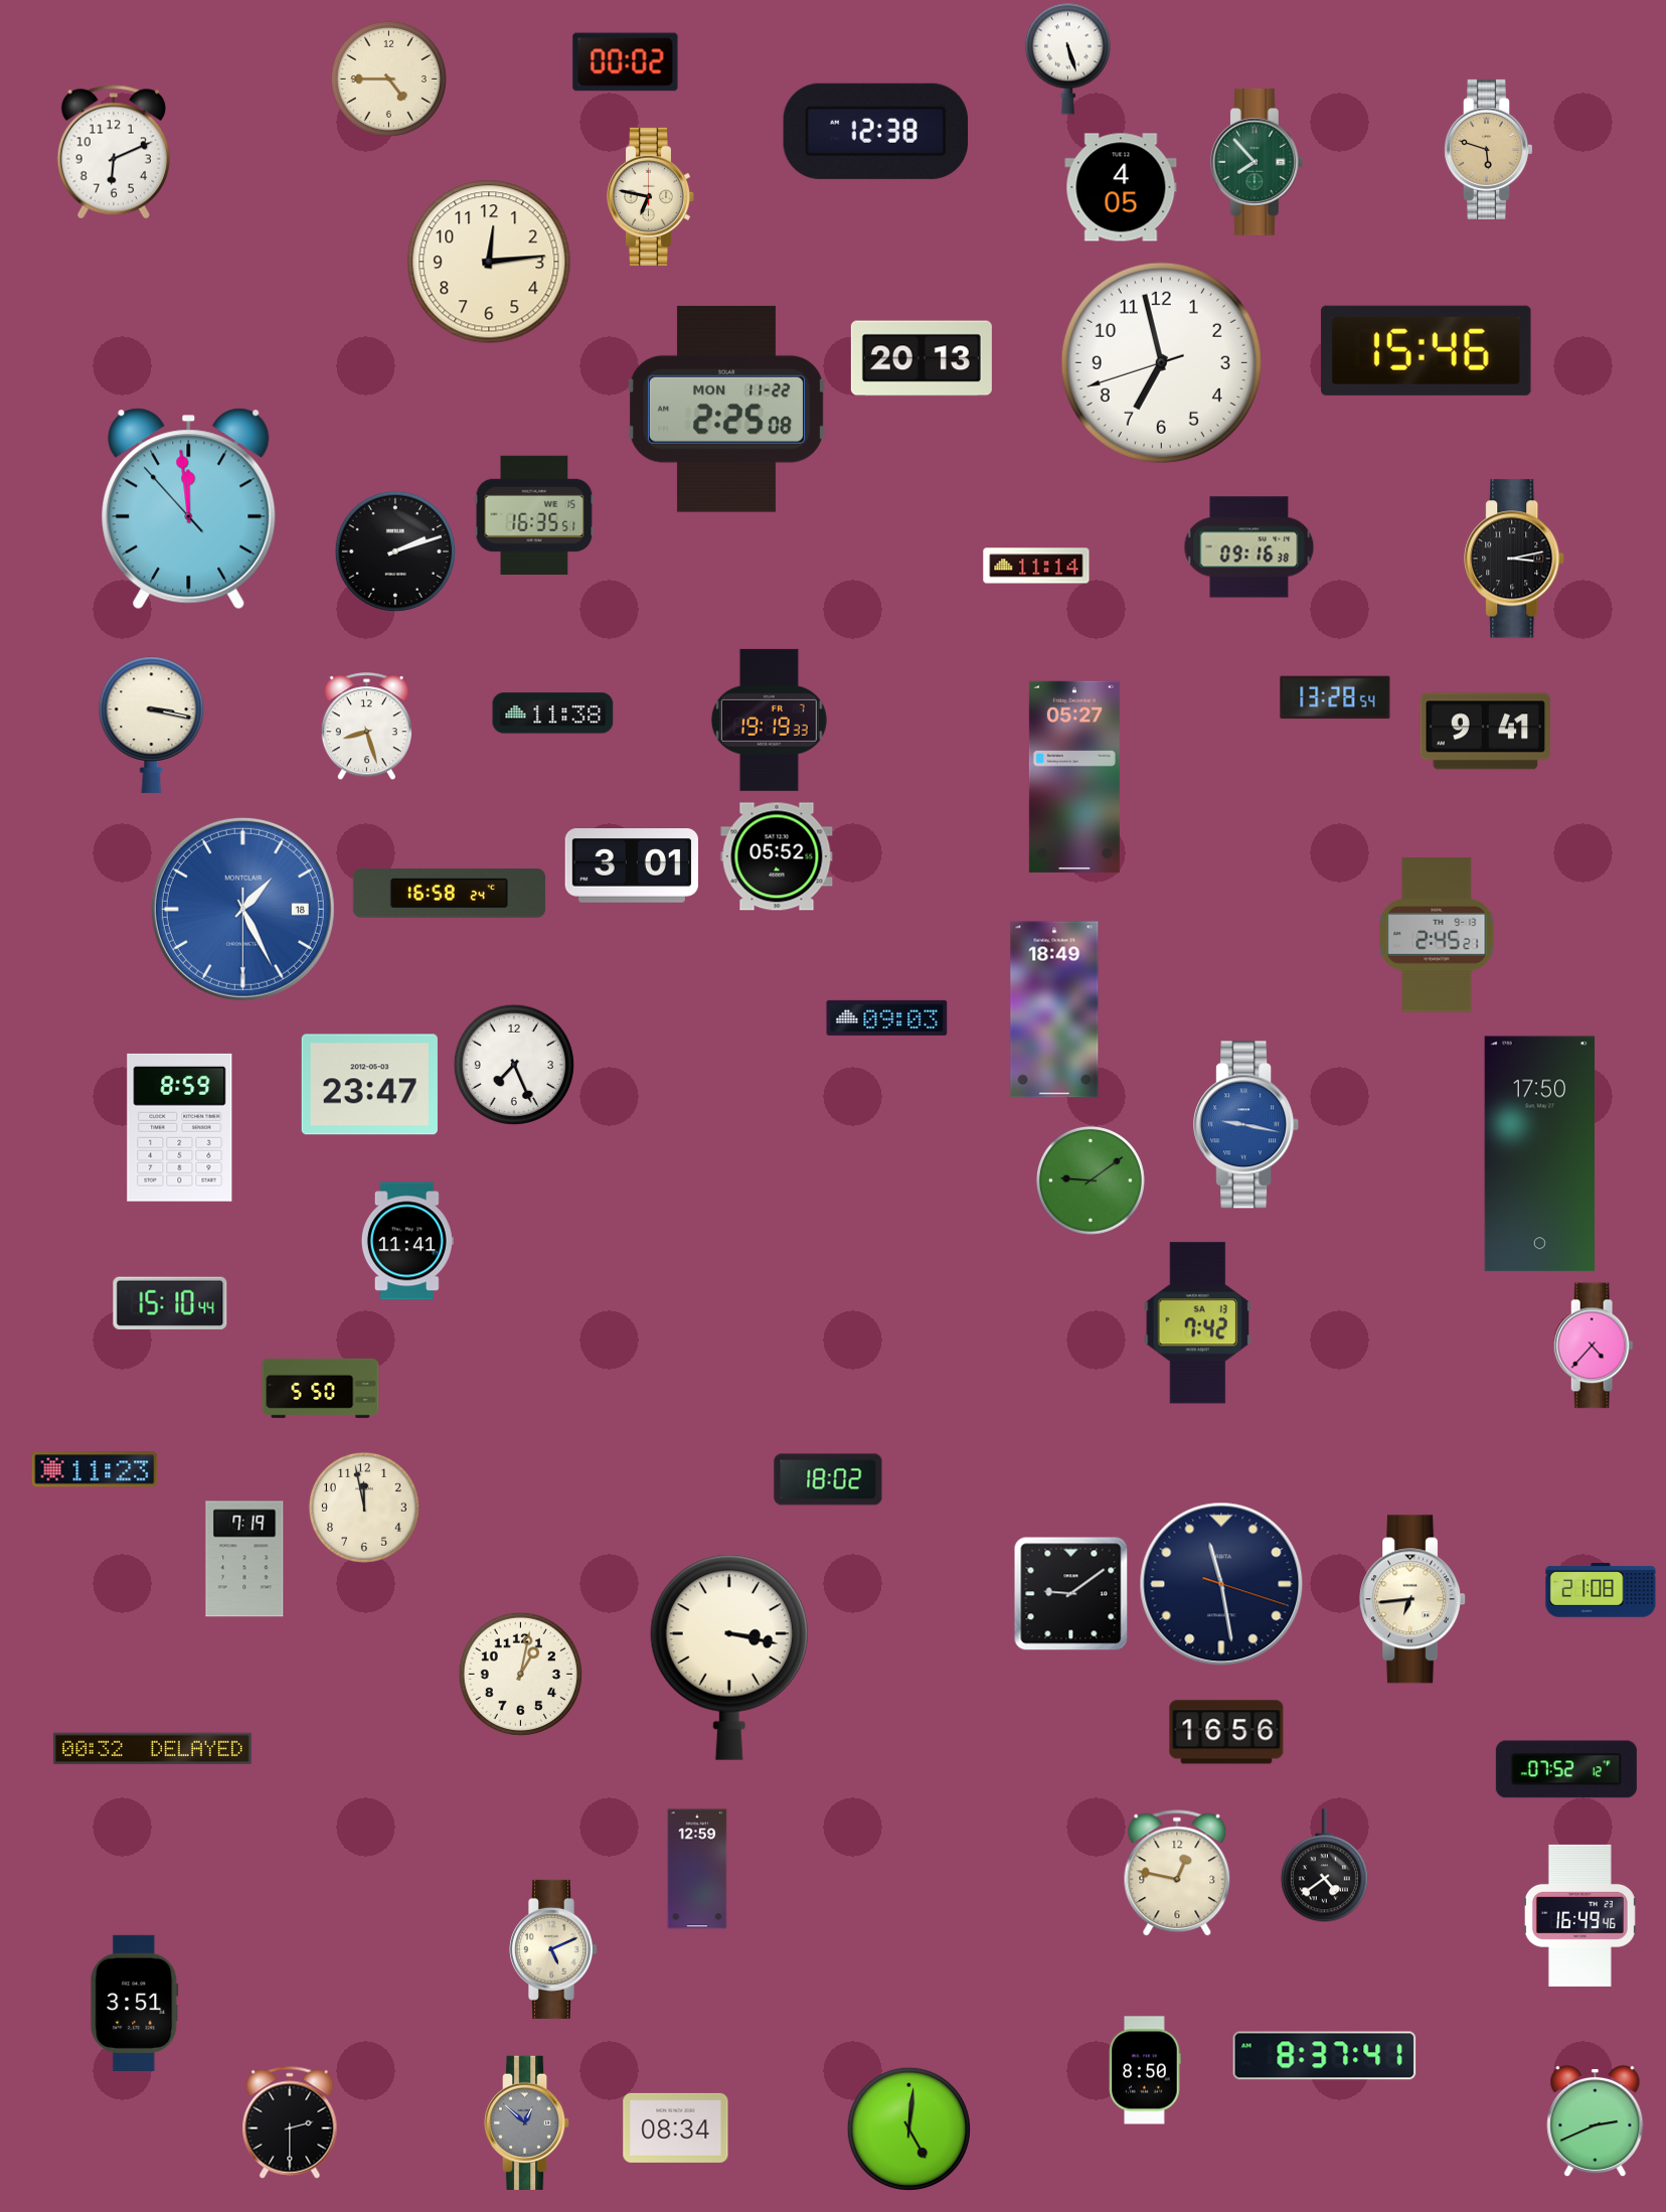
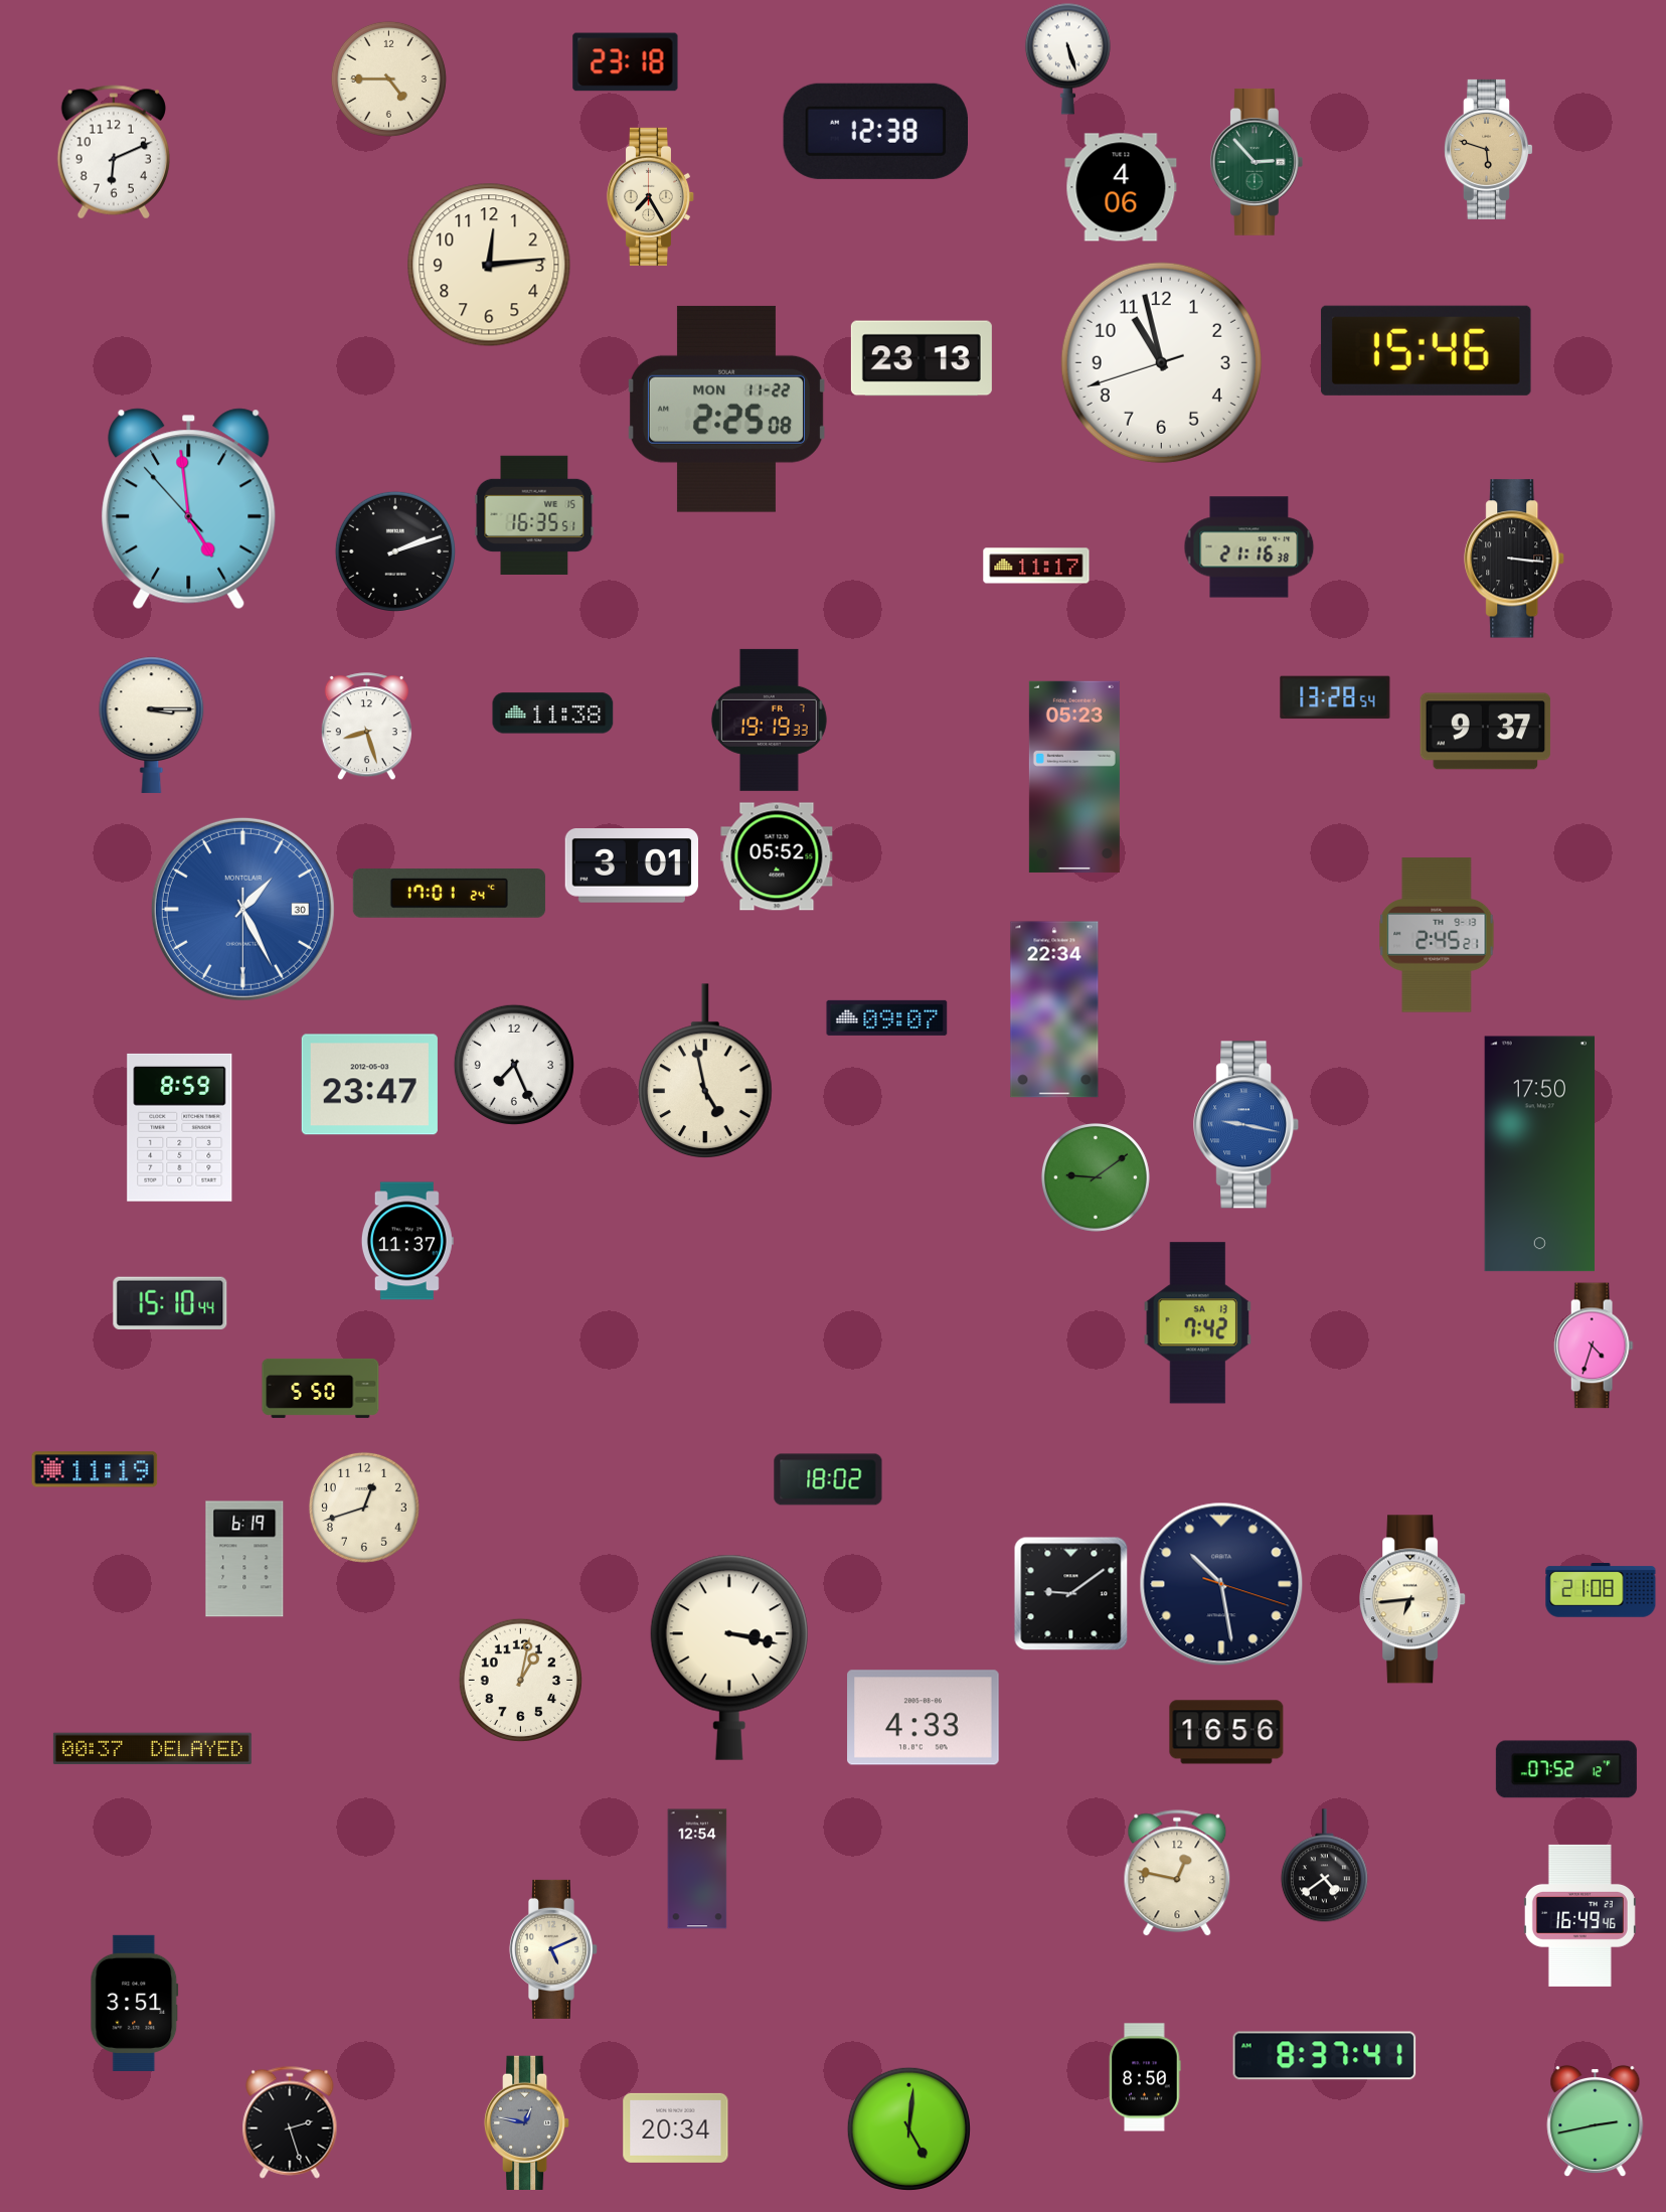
clock at (626, 62): 00:02 -> 23:18
clock at (1257, 162): 7:53 -> 2:53
clock at (1121, 187): 4:05 -> 4:06
clock at (651, 196): 6:47 -> 7:25
clock at (489, 262) position: (489, 262) -> (489, 265)
clock at (922, 358): 20:13 -> 23:13
clock at (1161, 362): 6:57 -> 10:57
clock at (189, 509): 11:58 -> 4:58
clock at (1249, 547): 09:16 -> 21:16
clock at (1515, 559): 3:13 -> 3:16
clock at (1036, 566): 11:14 -> 11:17
clock at (152, 725): 3:17 -> 3:15
clock at (1486, 732): 9:41 -> 9:37
clock at (1074, 777): 05:27 -> 05:23
clock at (449, 894): 16:58 -> 17:01
clock at (242, 909) date: 18 -> 30
clock at (1054, 1009): 18:49 -> 22:34
clock at (887, 1017): 09:03 -> 09:07
clock at (705, 1071): none -> 4:58
clock at (1091, 1180) position: (1091, 1180) -> (1096, 1177)
clock at (407, 1241): 11:41 -> 11:37
clock at (1594, 1346): 4:37 -> 4:33
clock at (95, 1469): 11:23 -> 11:19
clock at (364, 1508): 11:58 -> 12:42
clock at (244, 1559): 7:19 -> 6:19
clock at (1221, 1584): 11:28 -> 10:28
clock at (520, 1674) position: (520, 1674) -> (520, 1680)
clock at (924, 1718): none -> 4:33
clock at (152, 1749): 00:32 -> 00:37
clock at (697, 1869): 12:59 -> 12:54
clock at (1145, 2070) position: (1145, 2070) -> (1145, 2077)
clock at (1596, 2120): 2:41 -> 2:43
clock at (290, 2122): 2:30 -> 2:27
clock at (527, 2122): 12:52 -> 12:47
clock at (676, 2127): 08:34 -> 20:34
